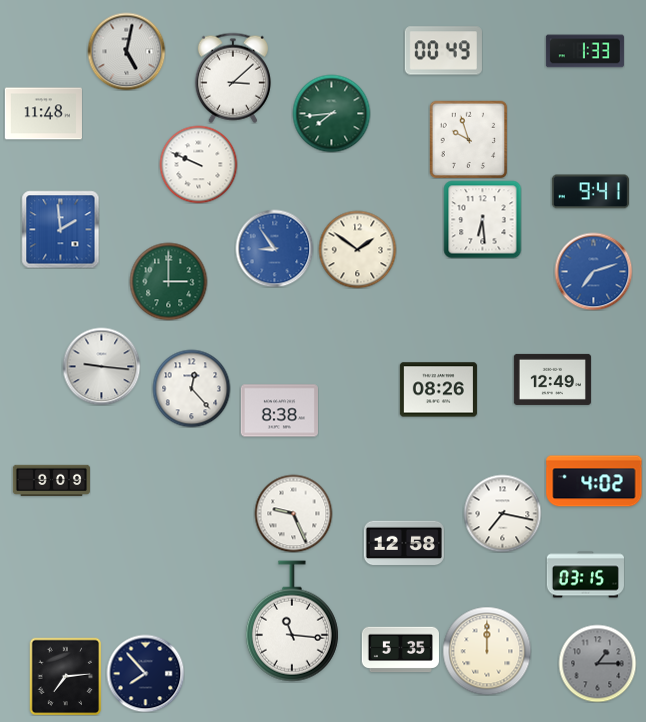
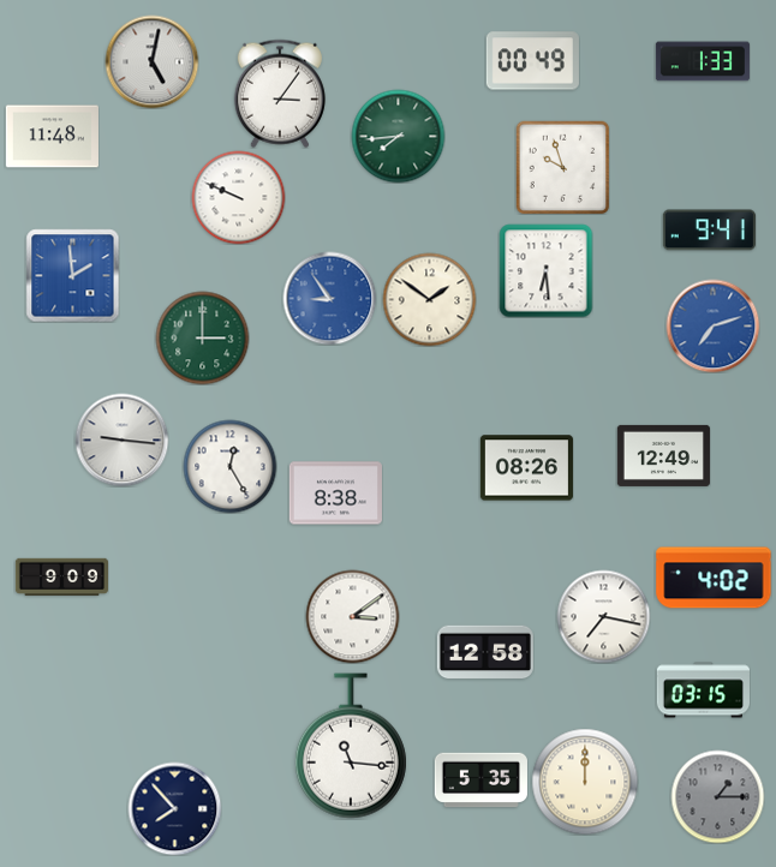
clock at (233, 78): 3:08 -> 3:06
clock at (482, 219) position: (482, 219) -> (545, 270)
clock at (191, 388): 12:23 -> 12:25
clock at (293, 513): 9:26 -> 3:09
clock at (66, 676): 7:14 -> none
